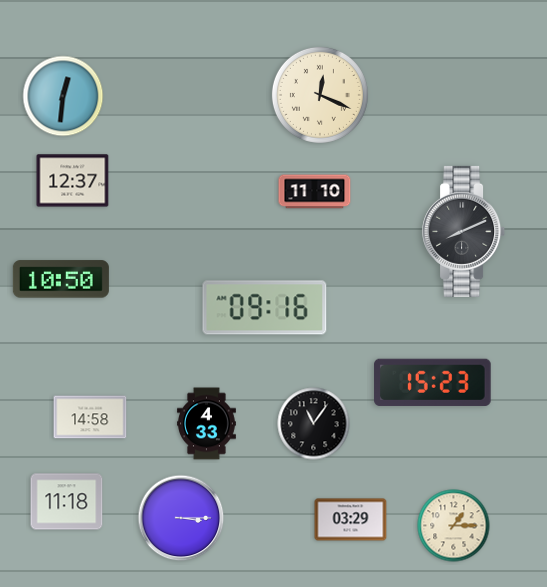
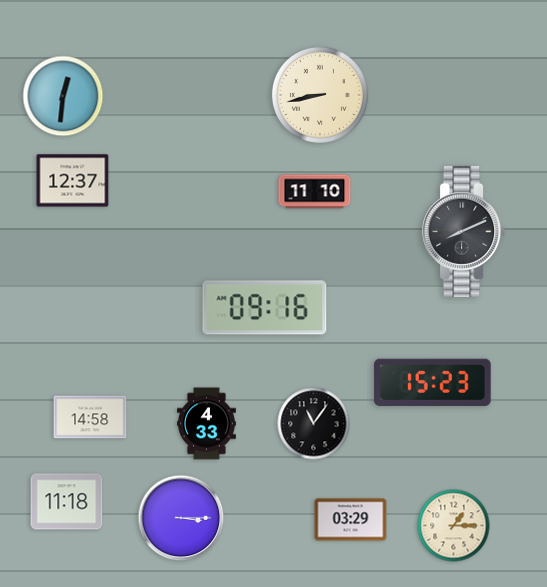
clock at (320, 95): 12:19 -> 8:43
clock at (61, 279): 10:50 -> none
